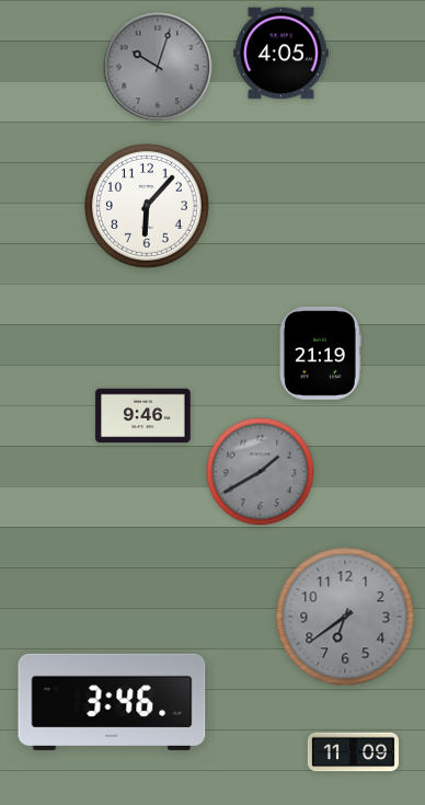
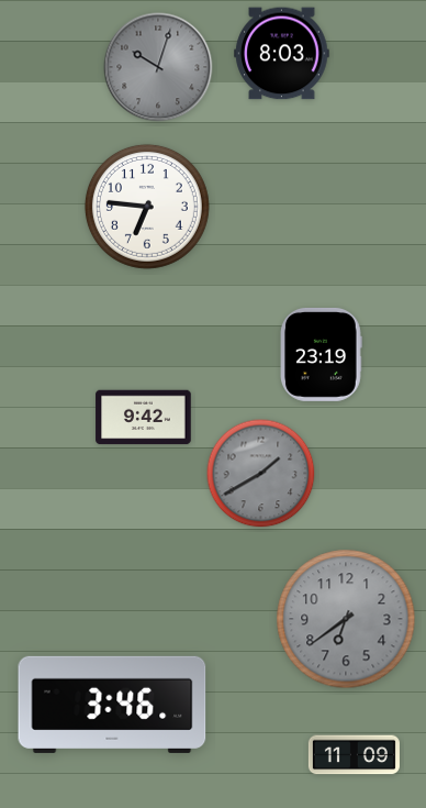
clock at (282, 54): 4:05 -> 8:03
clock at (147, 206): 6:07 -> 6:46
clock at (321, 353): 21:19 -> 23:19
clock at (143, 416): 9:46 -> 9:42
